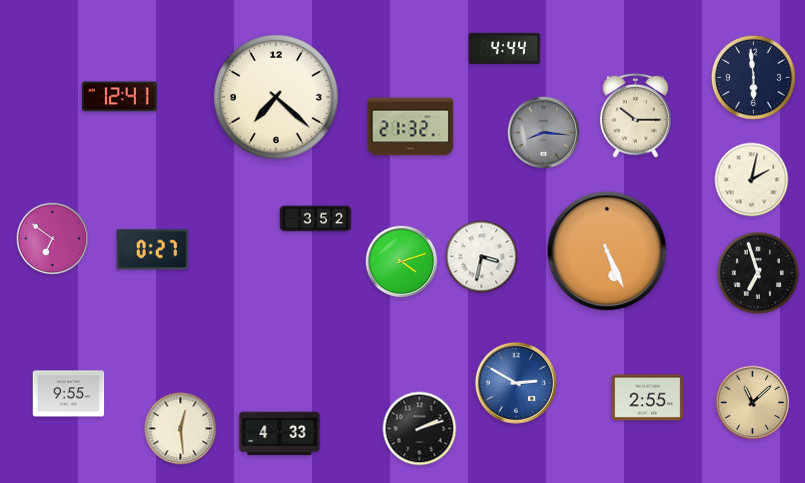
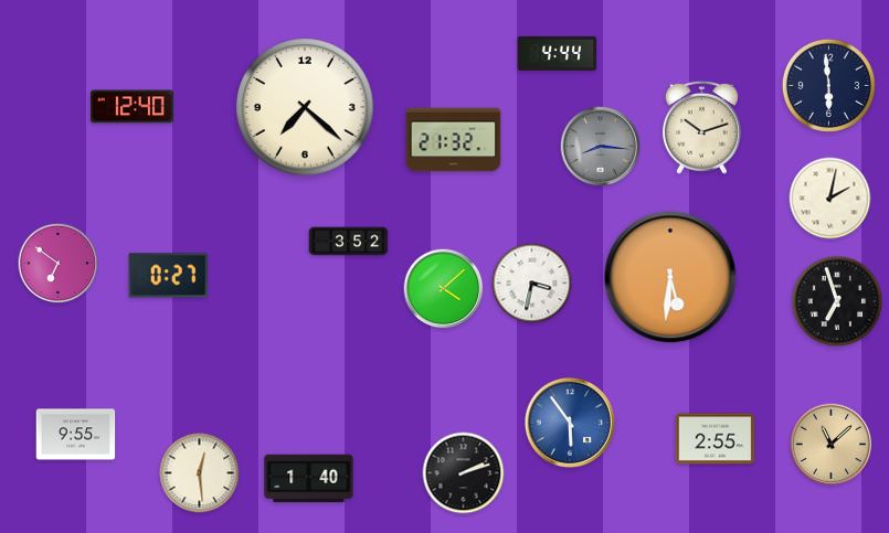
clock at (753, 77) position: (753, 77) -> (828, 85)
clock at (119, 97): 12:41 -> 12:40
clock at (635, 115): 10:15 -> 10:12
clock at (607, 251): 5:26 -> 5:31
clock at (402, 262): 4:12 -> 4:08
clock at (516, 383): 2:50 -> 5:54
clock at (280, 434): 4:33 -> 1:40
